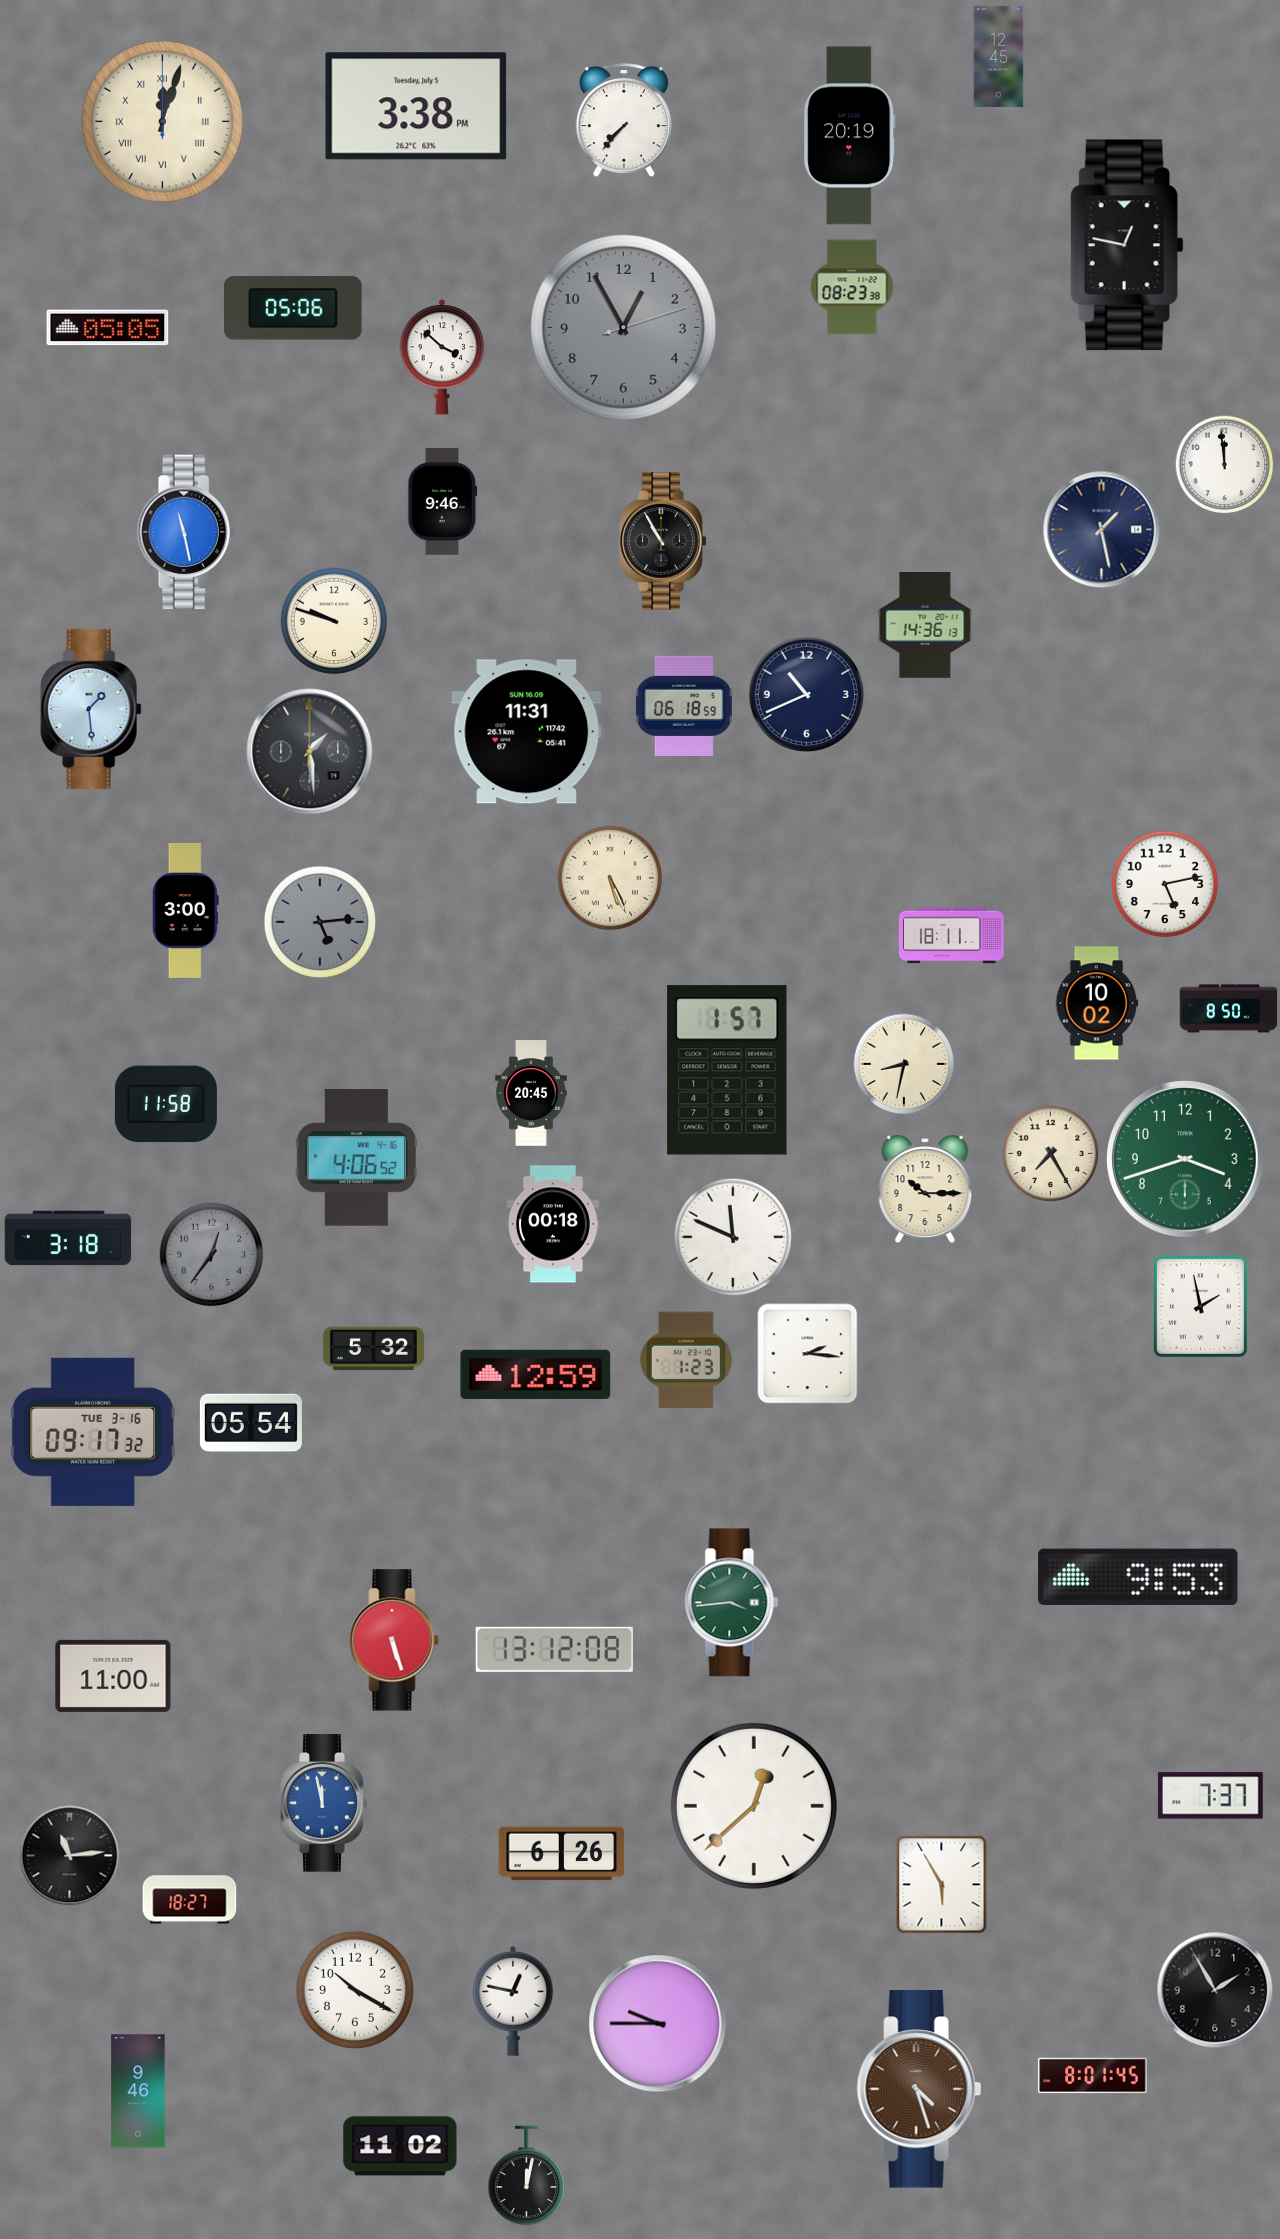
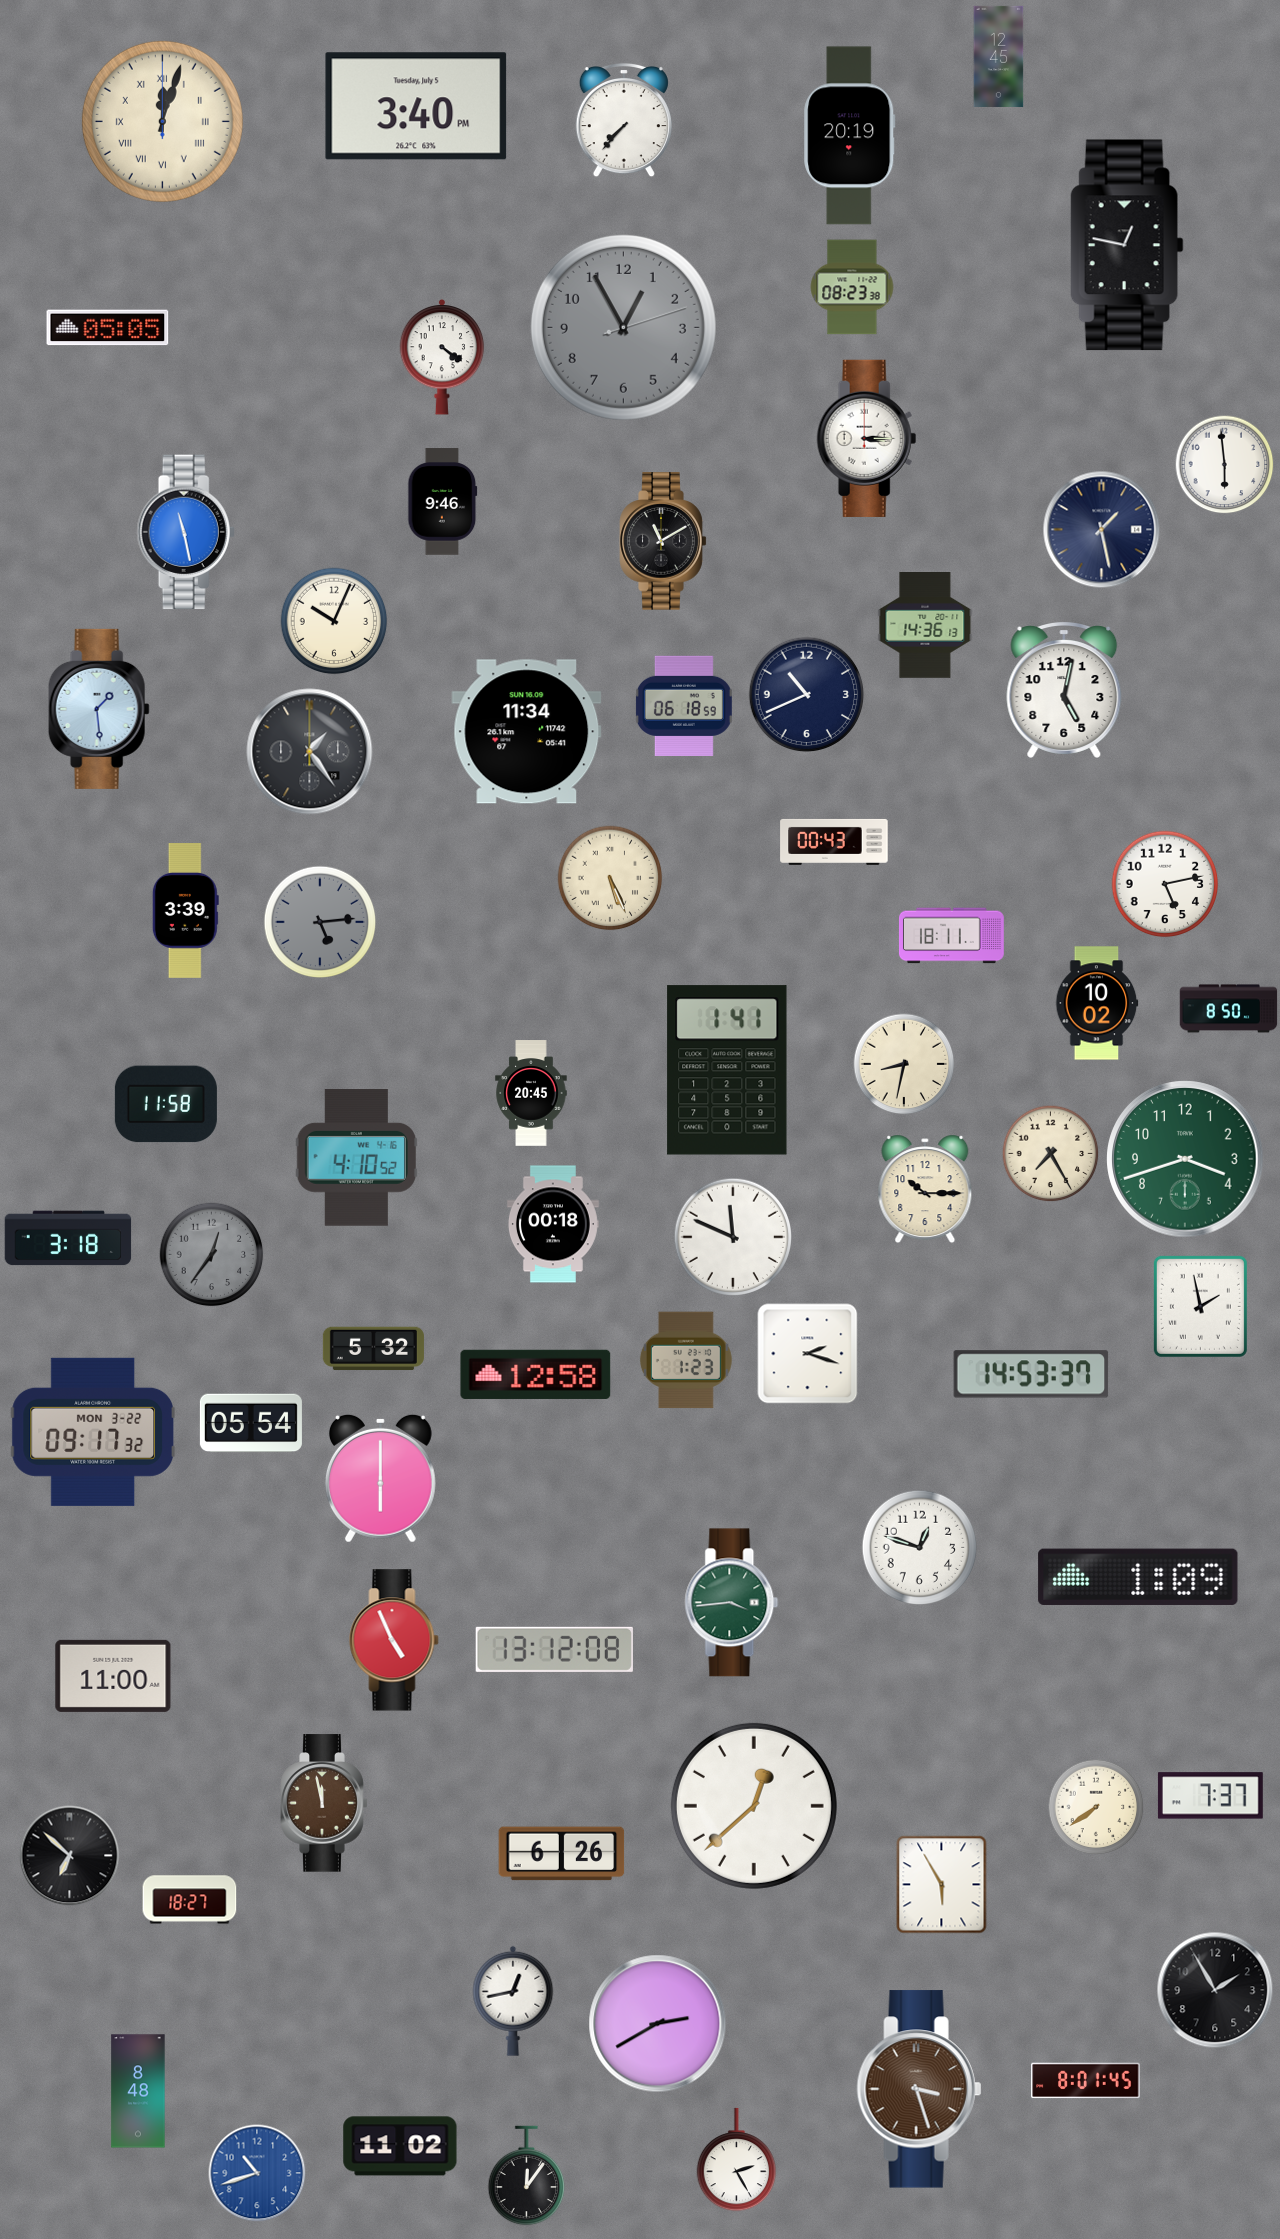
clock at (416, 106): 3:38 -> 3:40
clock at (293, 308): 05:06 -> none
clock at (442, 357): 3:52 -> 4:21
clock at (867, 438): none -> 3:15
clock at (1225, 465): 11:59 -> 5:59
clock at (663, 541): 10:55 -> 11:10
clock at (334, 621): 9:48 -> 10:04
clock at (1064, 690): none -> 5:02
clock at (91, 709) position: (91, 709) -> (99, 709)
clock at (527, 732): 11:31 -> 11:34
clock at (310, 752): 1:29 -> 1:24
clock at (834, 842): none -> 00:43
clock at (185, 911): 3:00 -> 3:39
clock at (727, 1070): 1:57 -> 1:41
clock at (356, 1158): 4:06 -> 4:10
clock at (808, 1354): 2:16 -> 2:18
clock at (536, 1374): 12:59 -> 12:58
clock at (1031, 1374): none -> 14:53
clock at (92, 1432) date: TUE 3-16 -> MON 3-22
clock at (380, 1478): none -> 6:00
clock at (920, 1548): none -> 12:48
clock at (1138, 1577): 9:53 -> 1:09
clock at (394, 1640): 5:27 -> 4:56
clock at (324, 1803) dial: blue -> brown
clock at (1096, 1807): none -> 7:39
clock at (70, 1856): 11:14 -> 6:52
clock at (354, 1989): 10:20 -> none
clock at (513, 2001): 12:47 -> 12:43
clock at (658, 2024): 9:45 -> 2:40
clock at (1093, 2076) position: (1093, 2076) -> (1086, 2081)
clock at (919, 2089): 4:27 -> 3:27
clock at (138, 2091): 9:46 -> 8:48
clock at (737, 2160): none -> 2:25
clock at (257, 2173): none -> 10:42
clock at (527, 2176): 12:02 -> 12:06
